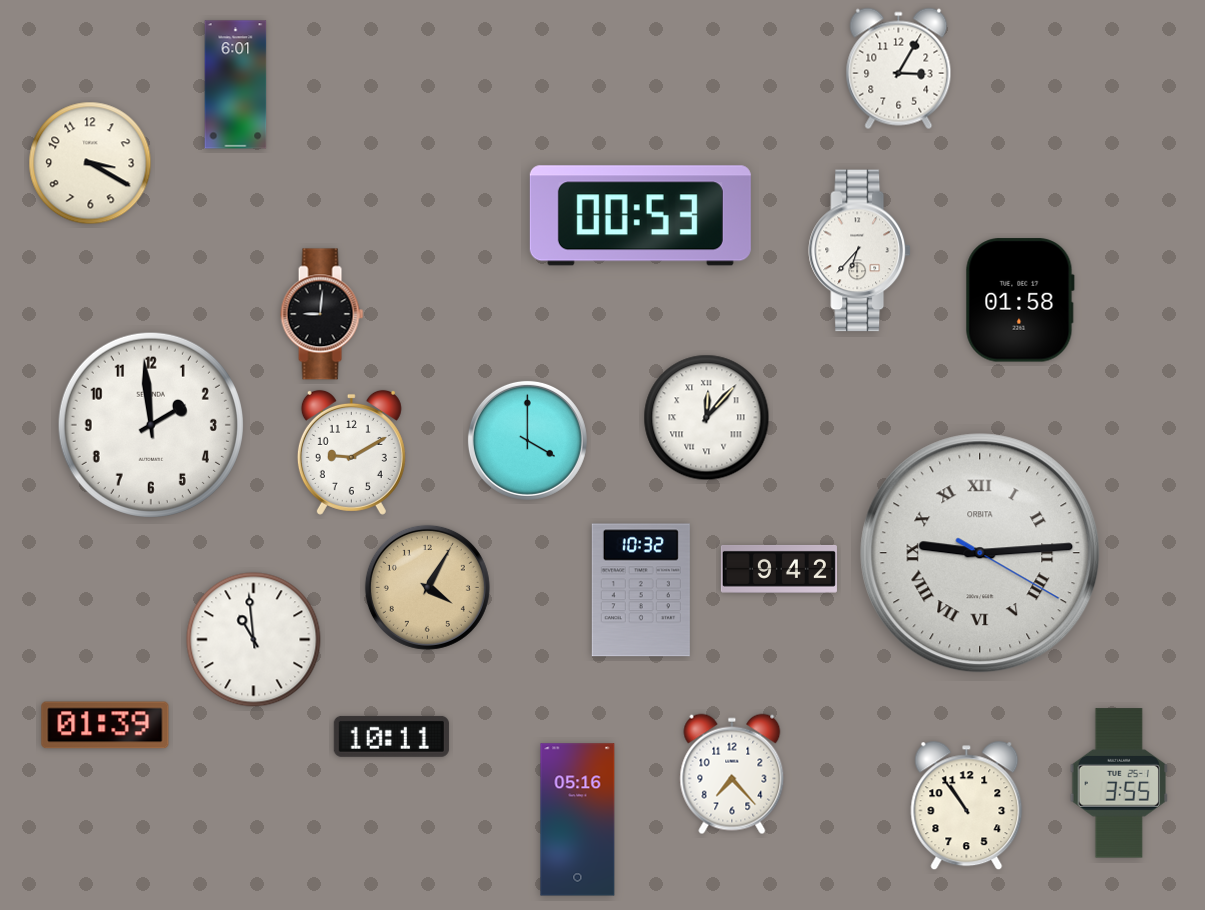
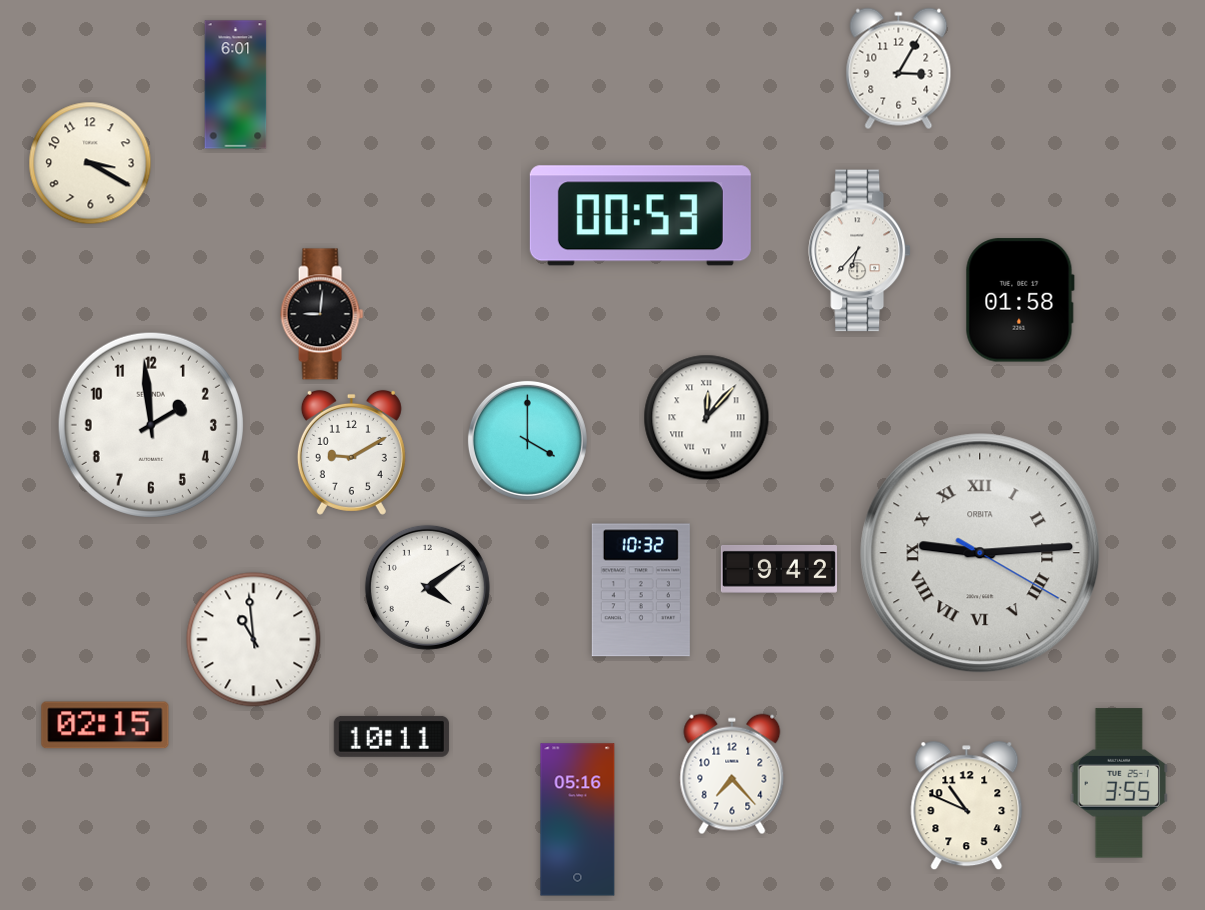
clock at (427, 587): 4:05 -> 4:09
clock at (427, 587) dial: champagne -> white
clock at (105, 725): 01:39 -> 02:15
clock at (967, 806): 10:54 -> 10:49
